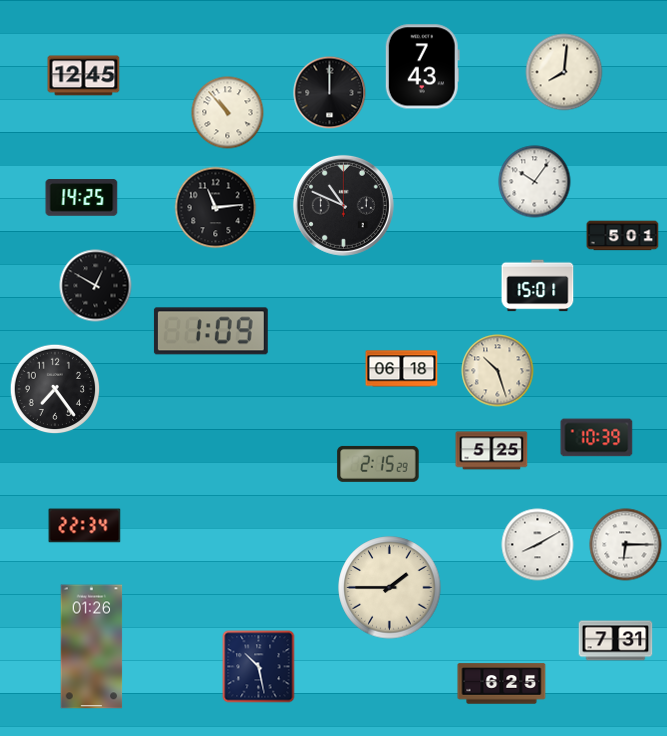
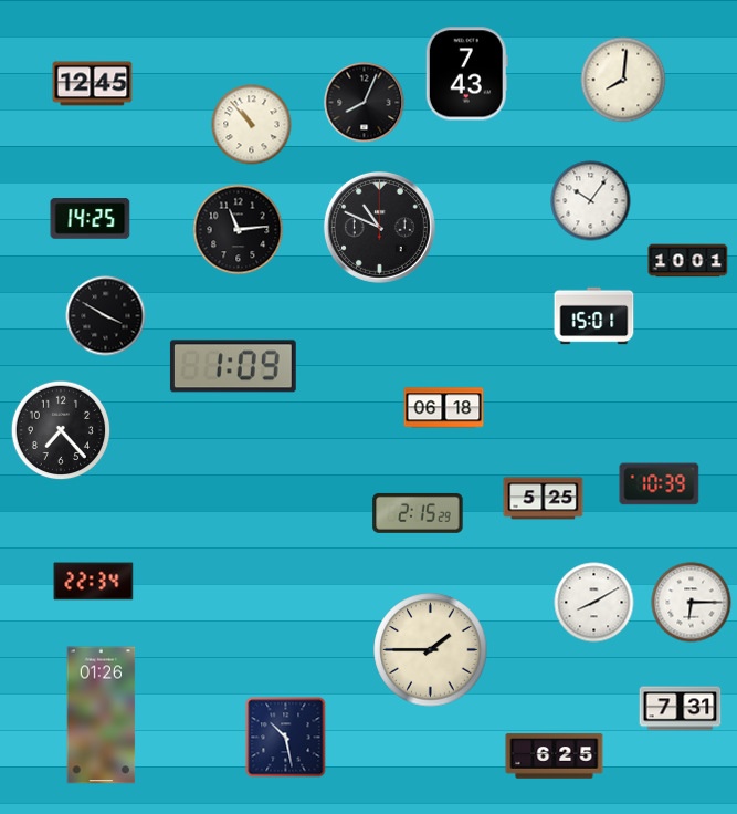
clock at (330, 93): 12:00 -> 8:04
clock at (623, 236): 5:01 -> 10:01
clock at (96, 286): 12:50 -> 3:50
clock at (498, 371): 10:27 -> none
clock at (55, 389): 7:24 -> 7:23
